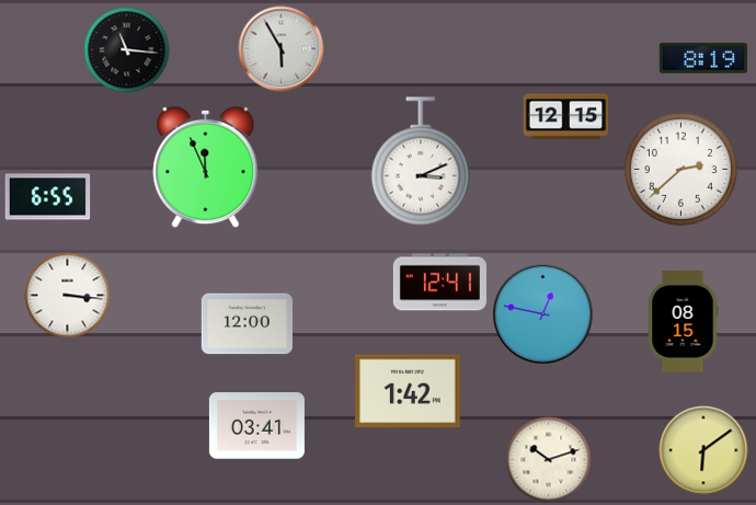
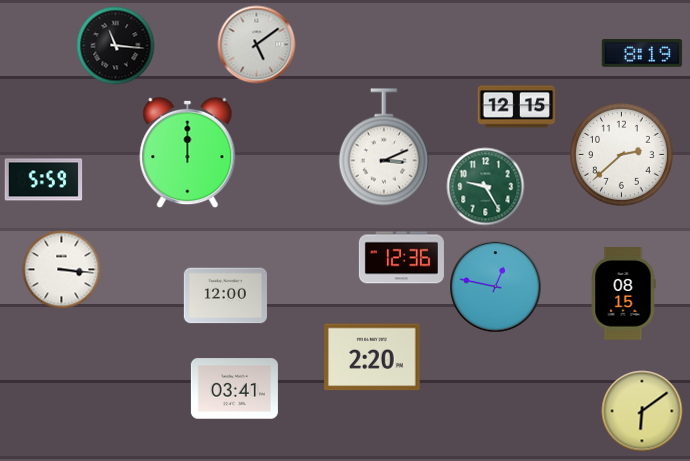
clock at (280, 48): 5:55 -> 5:09
clock at (206, 167): 11:56 -> 12:00
clock at (47, 197): 6:55 -> 5:59
clock at (485, 186): none -> 9:25
clock at (439, 283): 12:41 -> 12:36
clock at (408, 391): 1:42 -> 2:20
clock at (548, 459): 10:12 -> none
